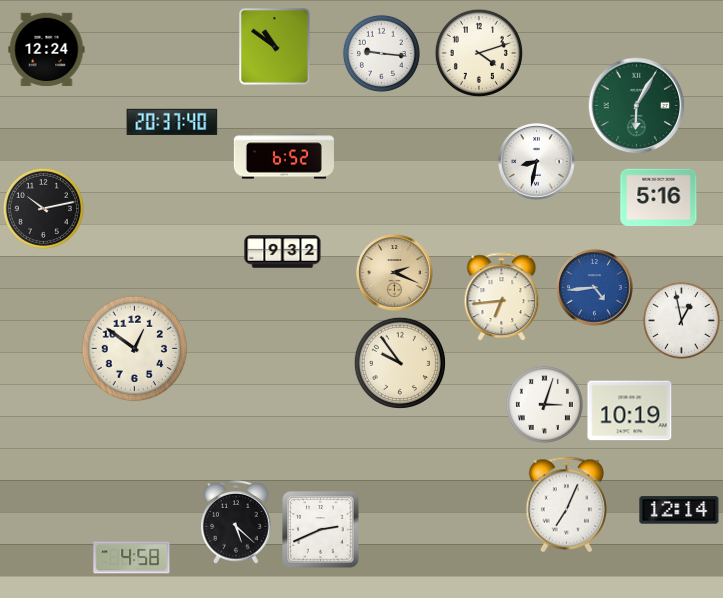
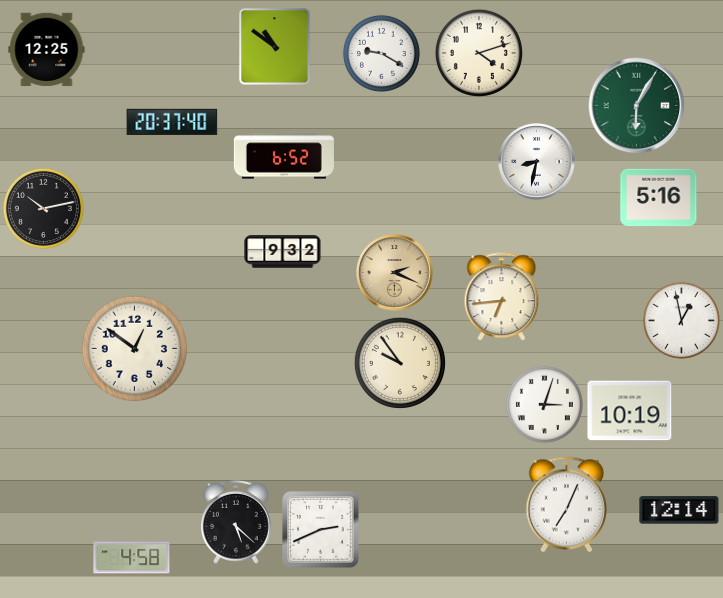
clock at (47, 50): 12:24 -> 12:25
clock at (381, 53): 9:16 -> 9:20
clock at (595, 288): 4:44 -> none
